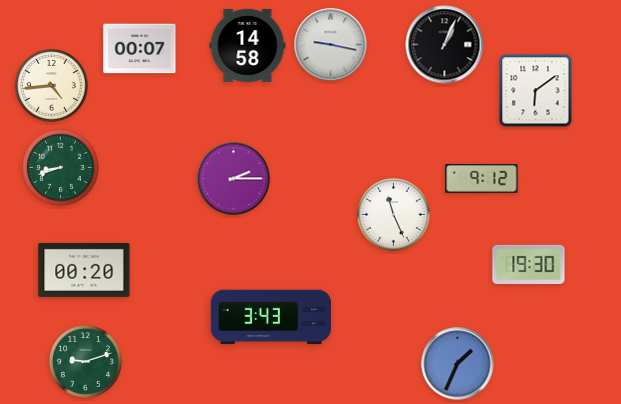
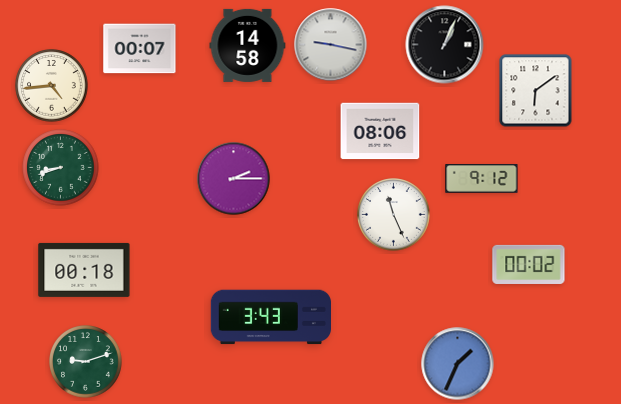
clock at (380, 131): none -> 08:06
clock at (529, 264): 19:30 -> 00:02
clock at (84, 270): 00:20 -> 00:18
